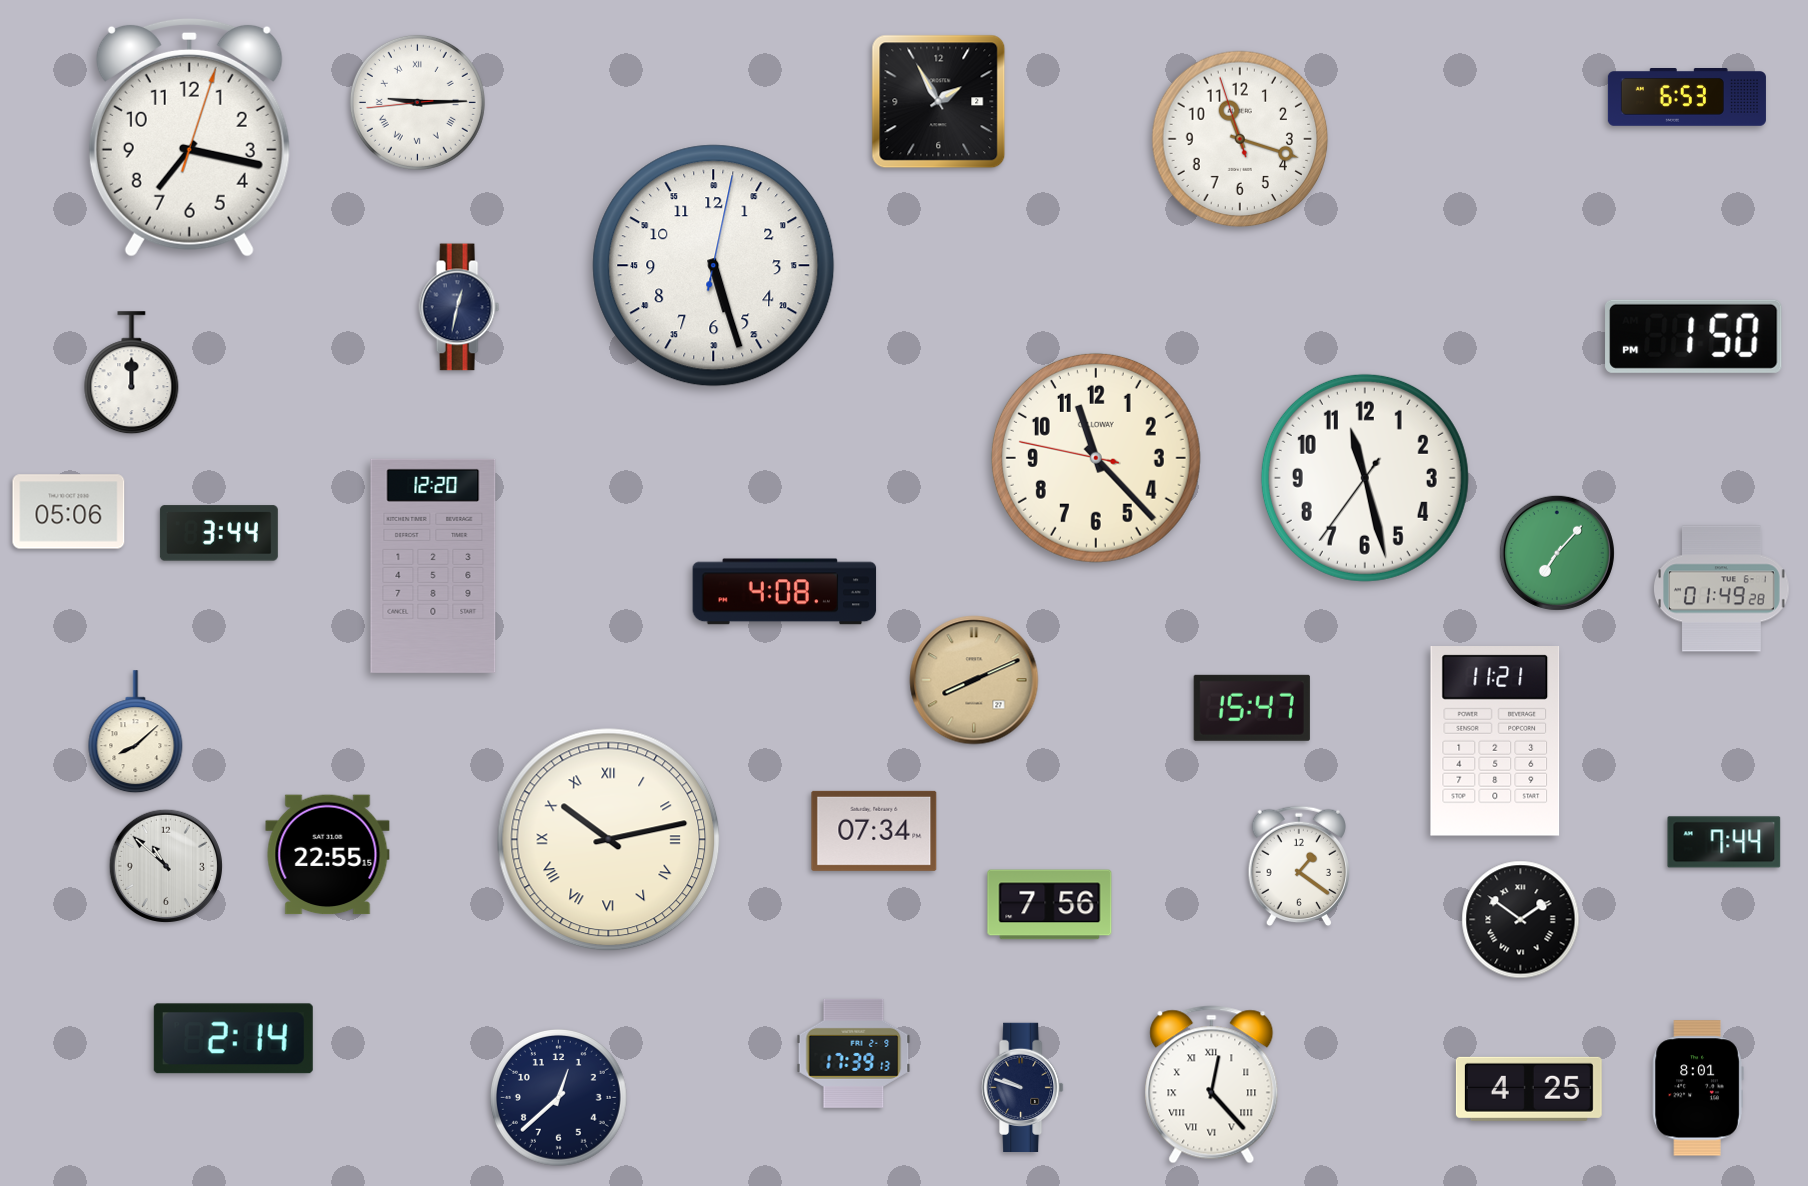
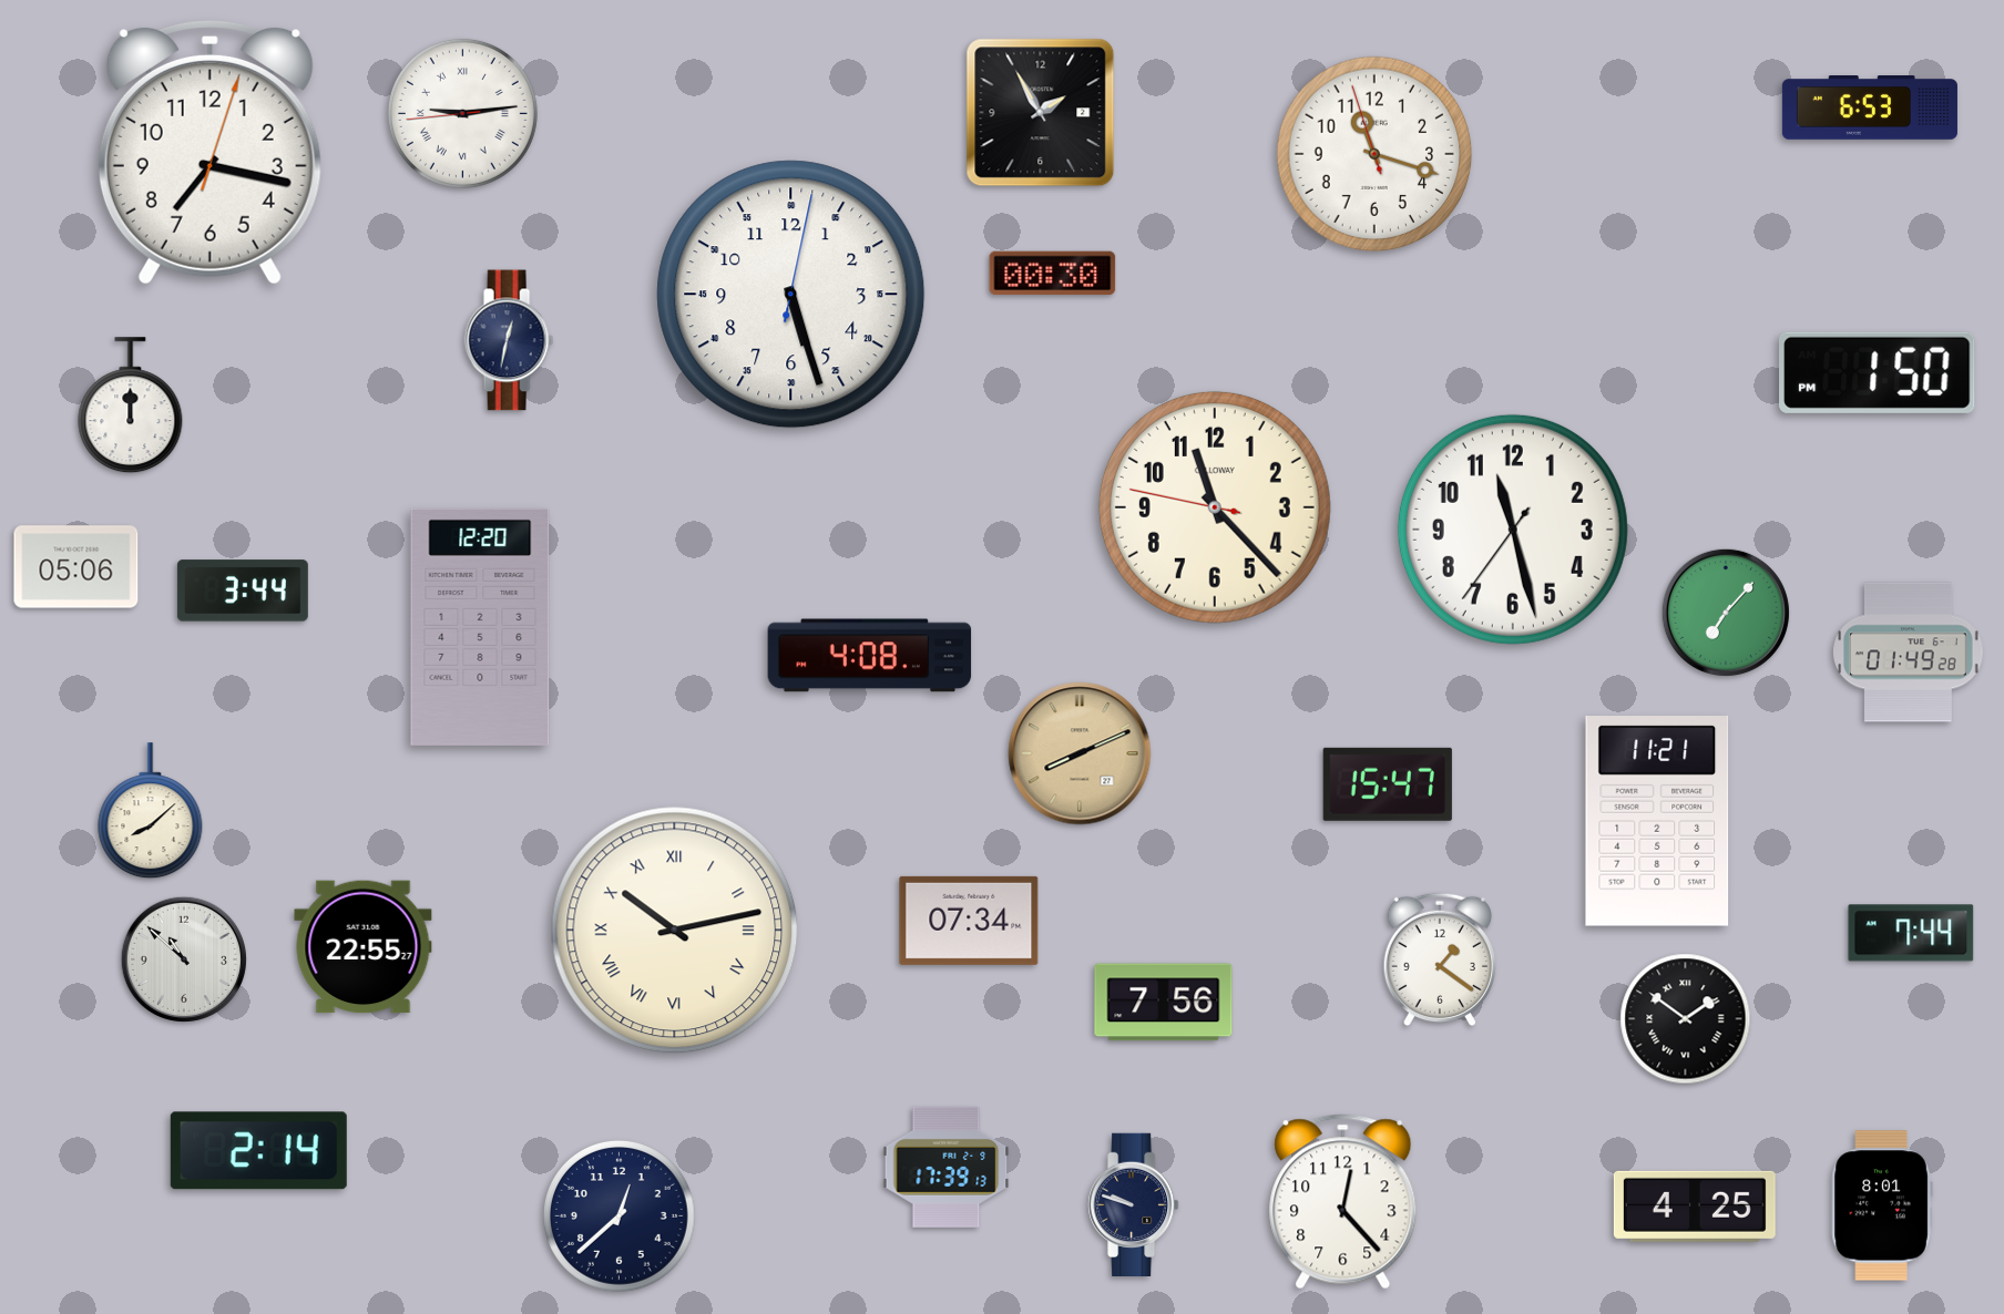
clock at (417, 102): 9:14 -> 9:13
clock at (1053, 274): none -> 00:30
clock at (132, 373) position: (132, 373) -> (131, 406)
clock at (328, 855): 22:55:15 -> 22:55:27
clock at (1212, 1085) numerals: Roman -> Arabic
